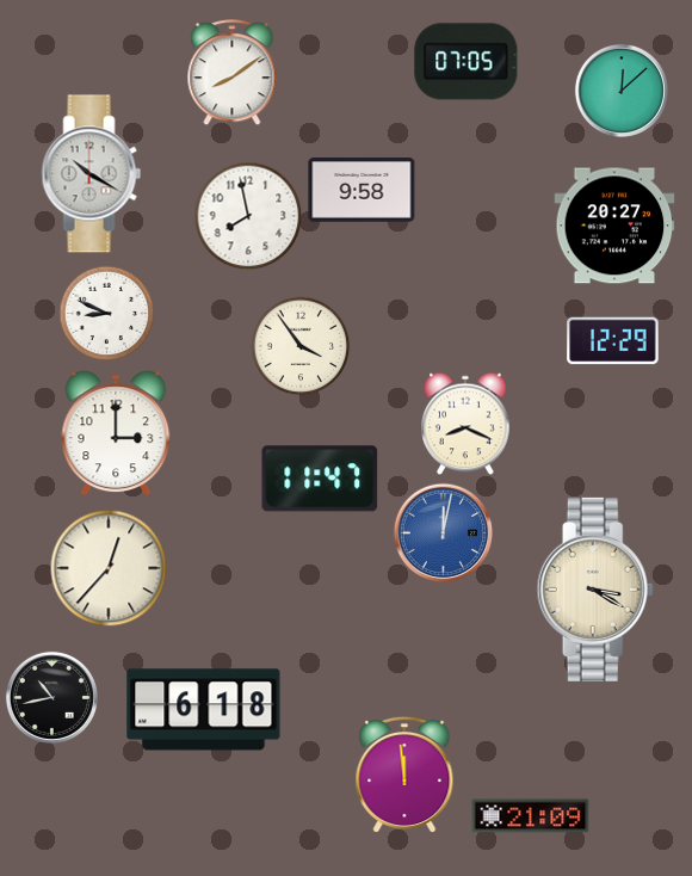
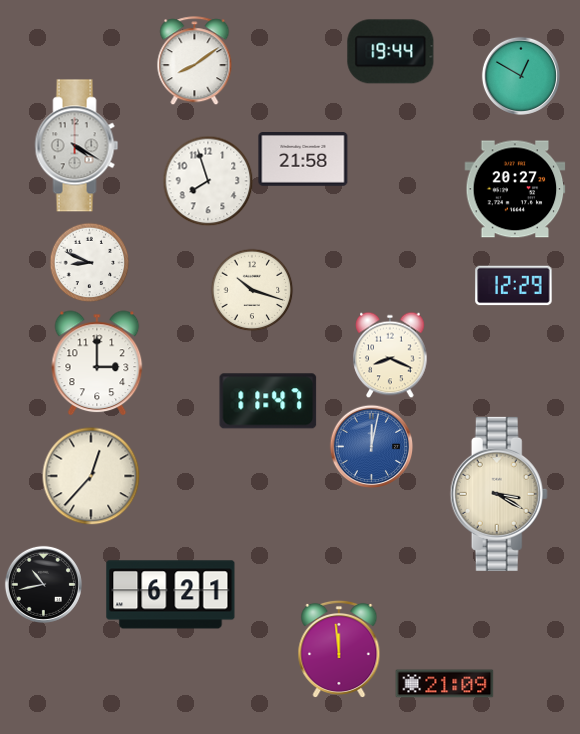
clock at (467, 62): 07:05 -> 19:44
clock at (622, 91): 12:08 -> 12:50
clock at (92, 174): 10:20 -> 4:20
clock at (362, 191): 9:58 -> 21:58
clock at (248, 216): 7:58 -> 7:57
clock at (301, 346): 3:54 -> 10:18
clock at (204, 710): 6:18 -> 6:21
